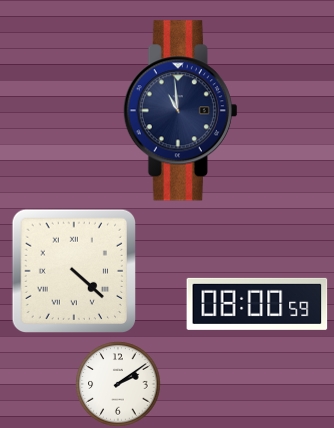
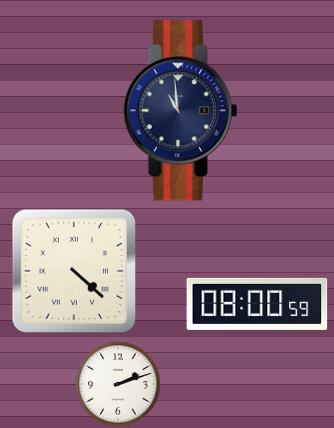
clock at (118, 384): 2:09 -> 2:12
